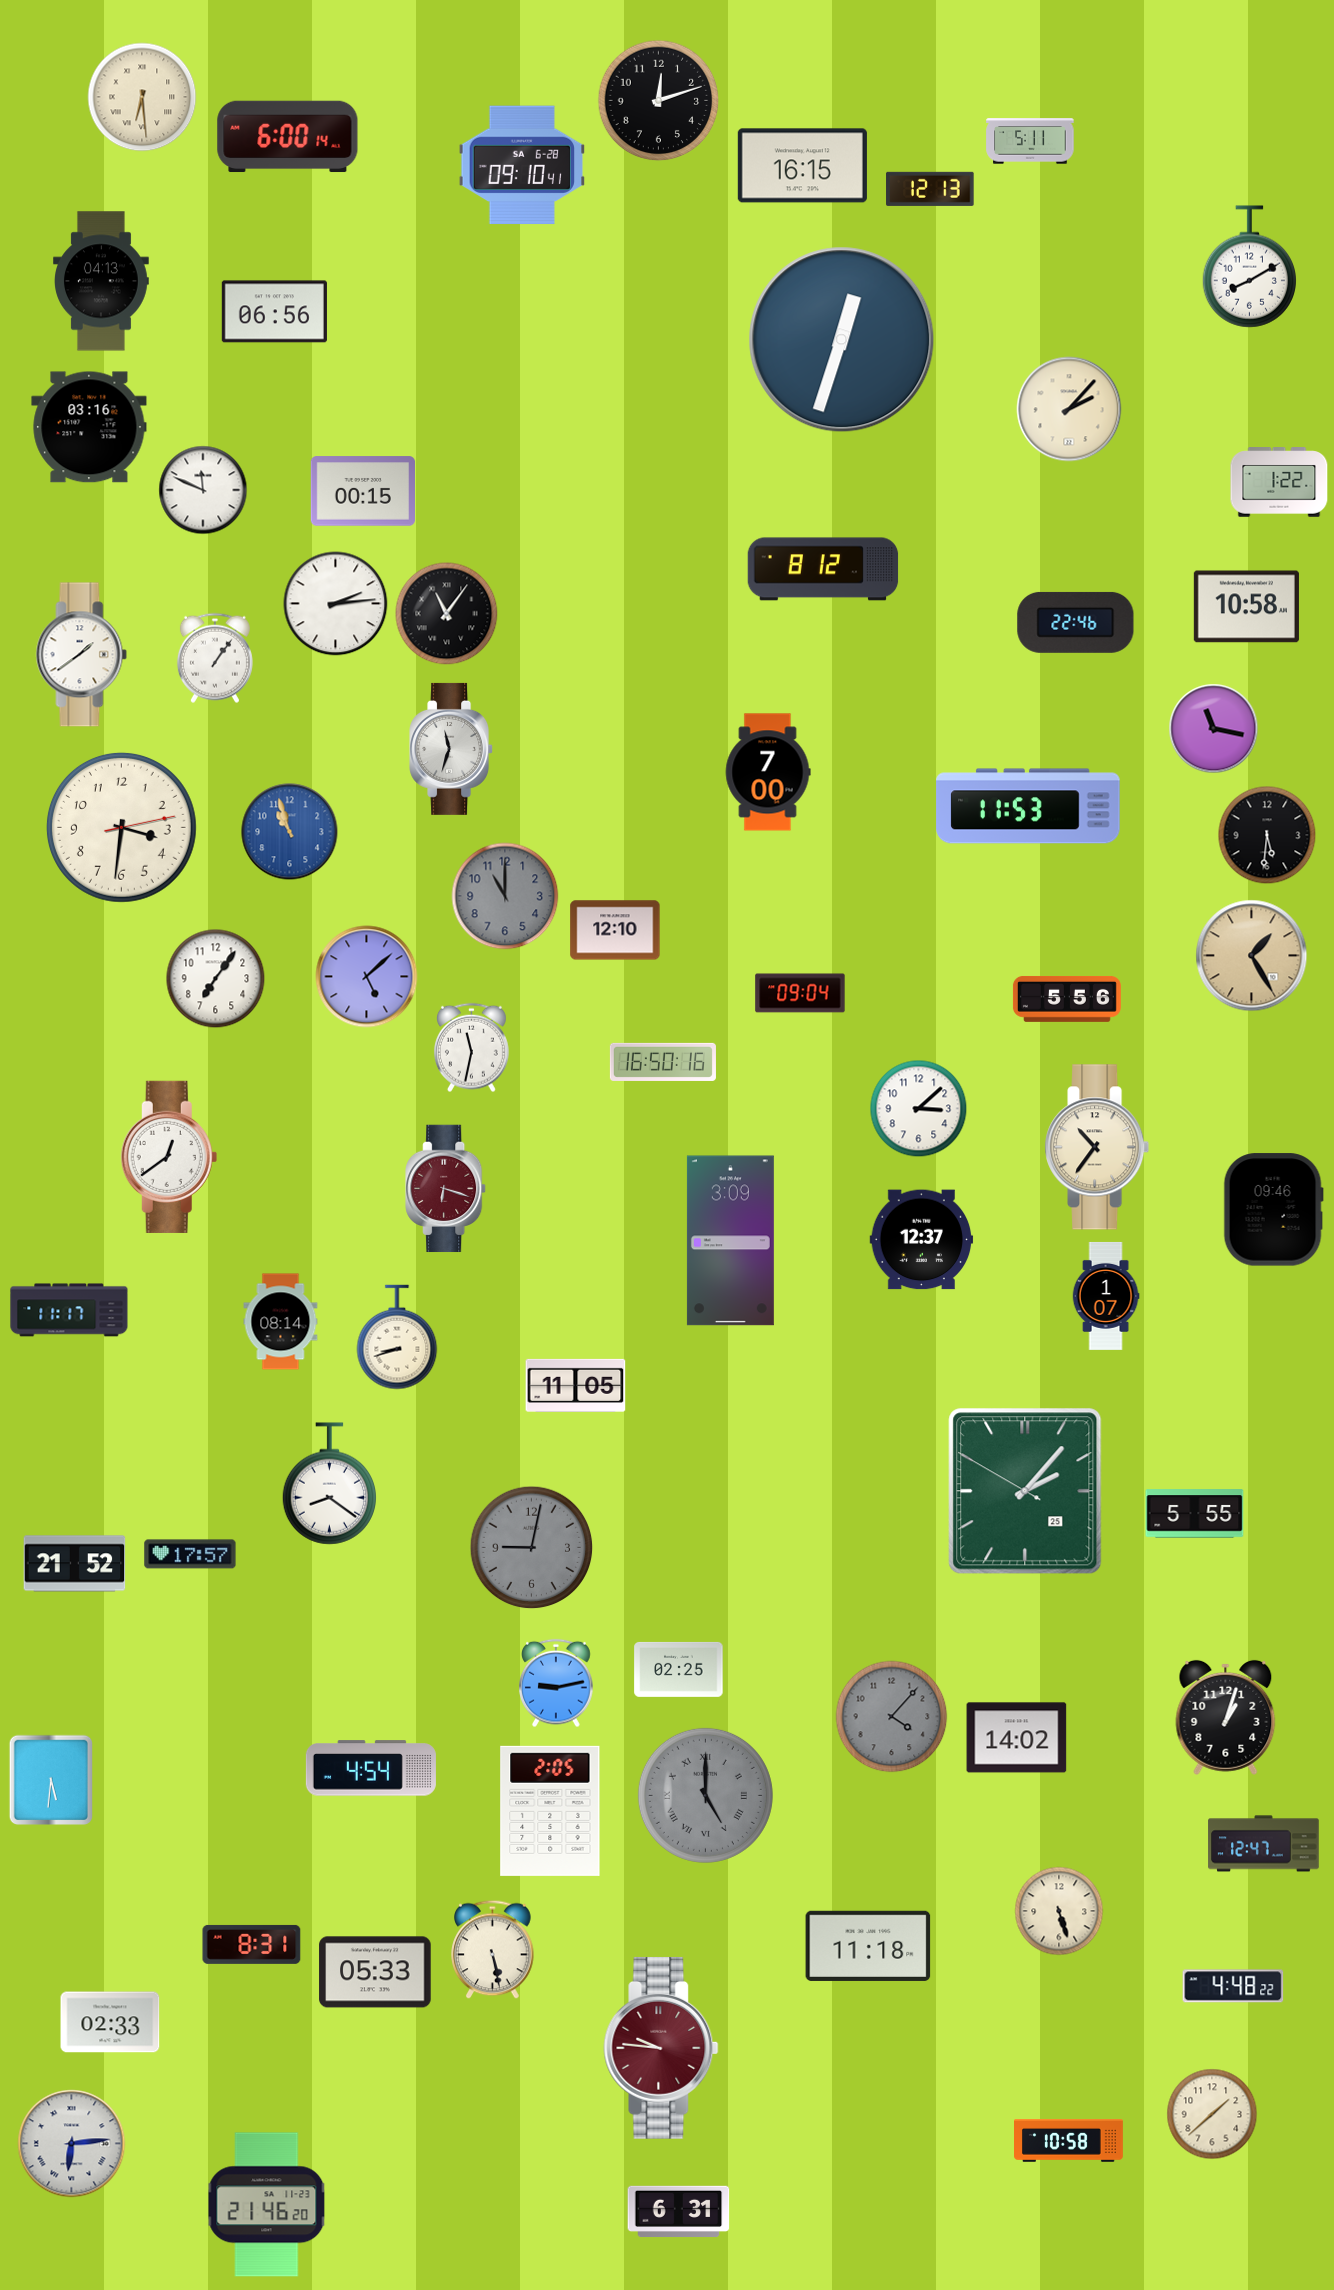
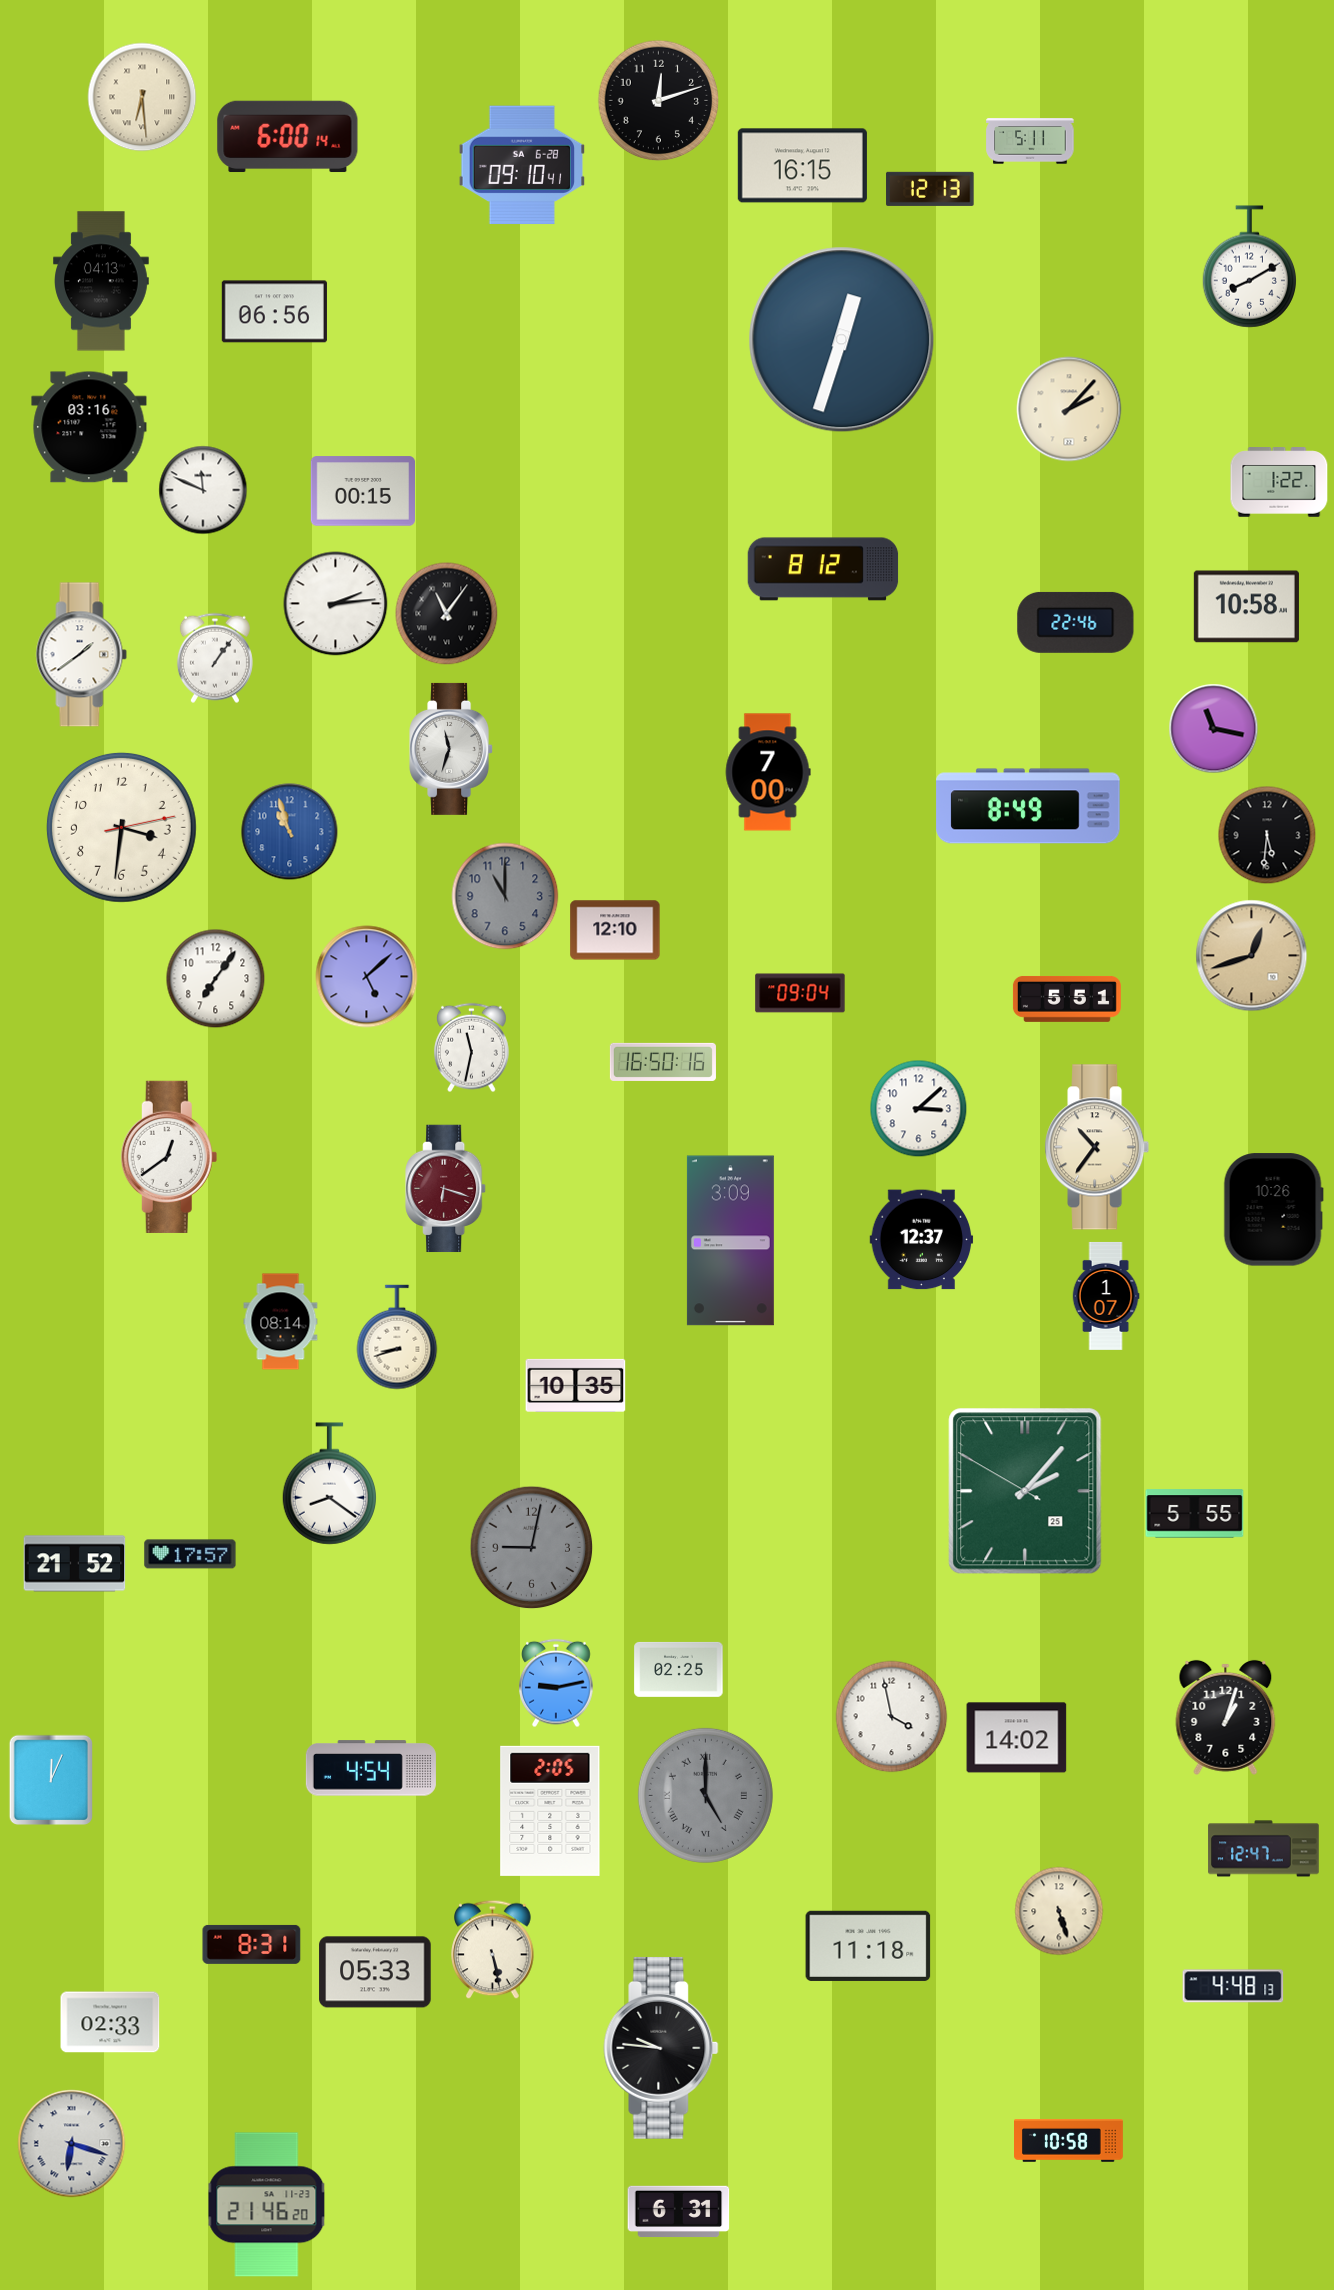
clock at (1028, 806): 11:53 -> 8:49
clock at (1252, 956): 1:25 -> 12:42
clock at (1067, 999): 5:56 -> 5:51
clock at (1273, 1210): 09:46 -> 10:26
clock at (69, 1310): 11:17 -> none
clock at (576, 1385): 11:05 -> 10:35
clock at (892, 1717): 4:07 -> 3:58
clock at (892, 1717) dial: grey -> white
clock at (50, 1779): 5:31 -> 12:04
clock at (1264, 1844) position: (1264, 1844) -> (1264, 1849)
clock at (1233, 1986): 4:48:22 -> 4:48:13
clock at (661, 2048) dial: burgundy -> black
clock at (1212, 2114): 1:38 -> none
clock at (72, 2144): 6:14 -> 6:18
